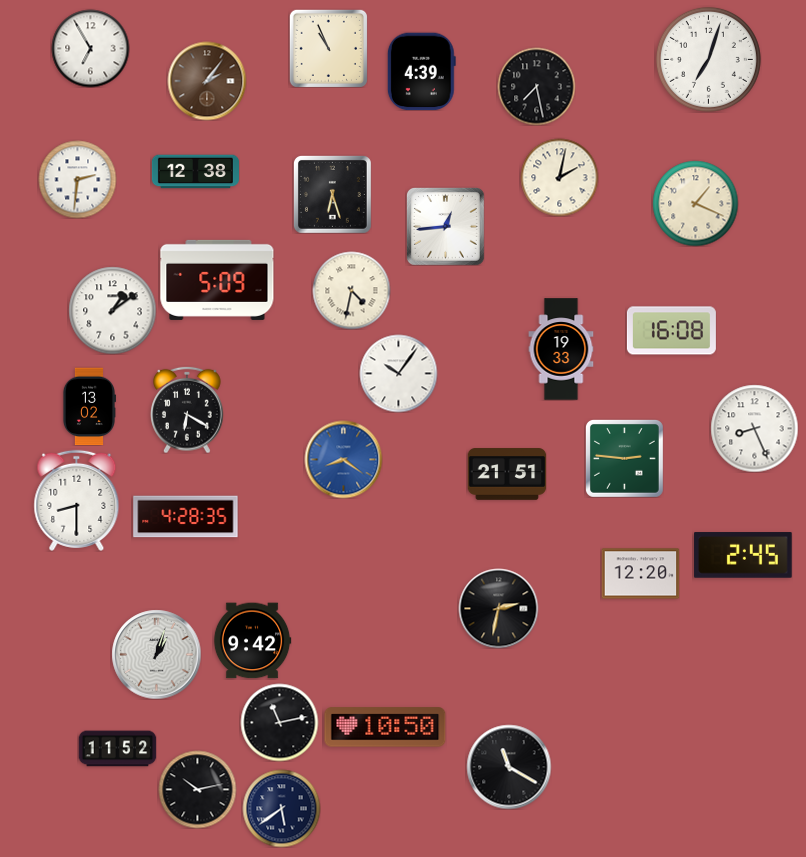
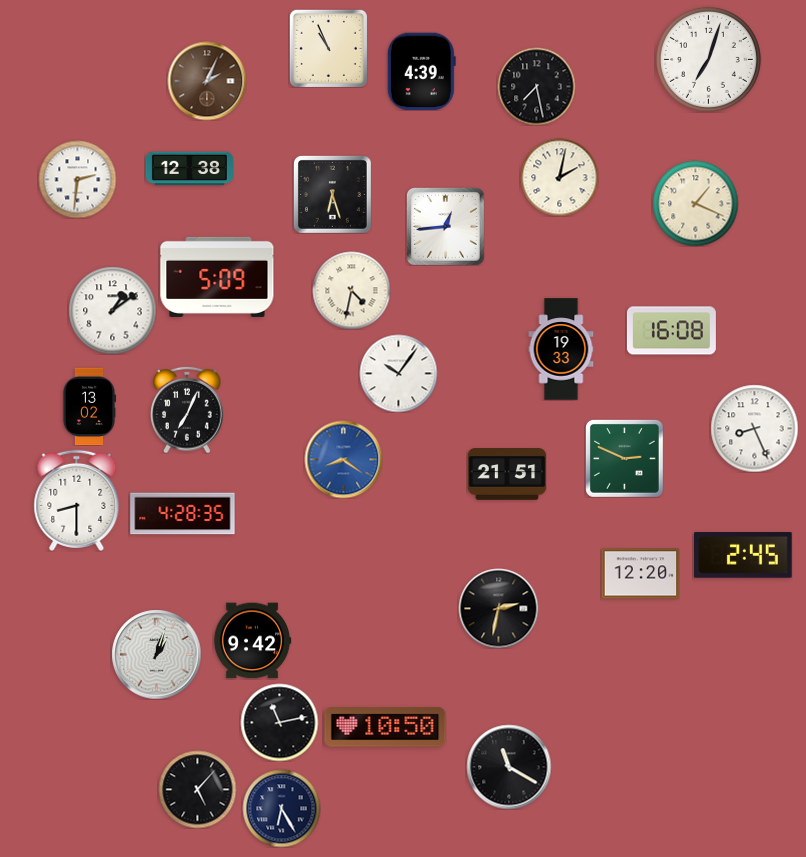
clock at (90, 48): 6:55 -> none
clock at (207, 81): 2:06 -> 2:04
clock at (195, 172) position: (195, 172) -> (189, 169)
clock at (217, 280) position: (217, 280) -> (217, 277)
clock at (188, 410): 6:20 -> 7:04
clock at (624, 458): 2:46 -> 2:49
clock at (186, 517) position: (186, 517) -> (183, 514)
clock at (117, 749): 11:52 -> none
clock at (197, 789): 10:13 -> 5:07
clock at (281, 808): 5:39 -> 6:25
